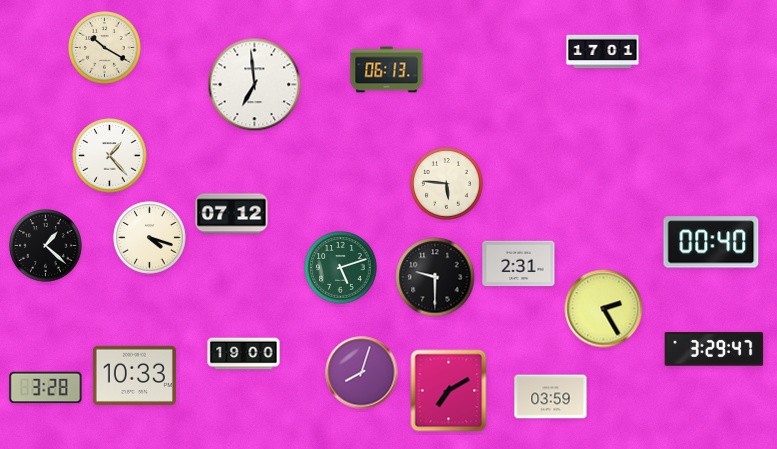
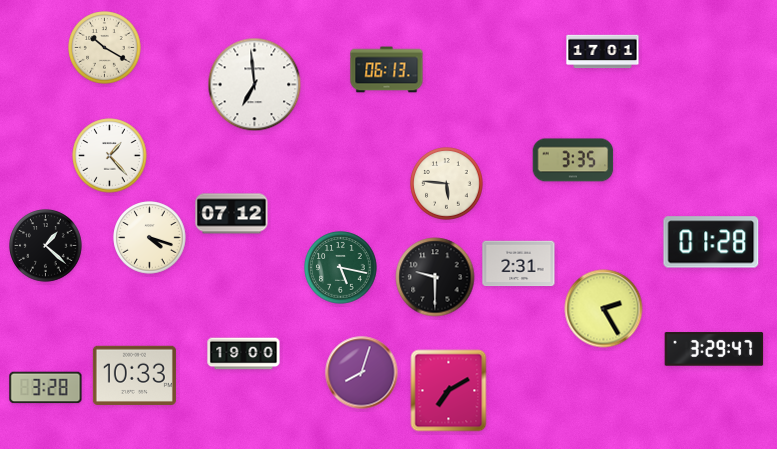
clock at (573, 160): none -> 3:35
clock at (711, 242): 00:40 -> 01:28
clock at (341, 268): 5:12 -> 5:17
clock at (551, 397): 03:59 -> none
